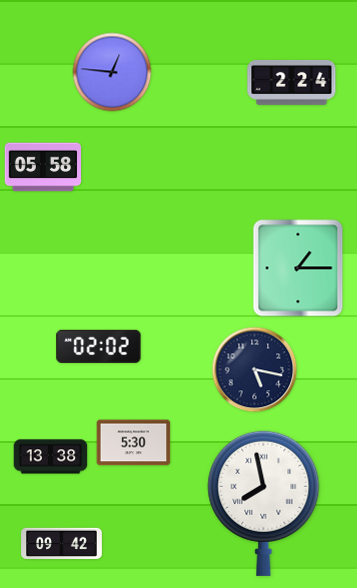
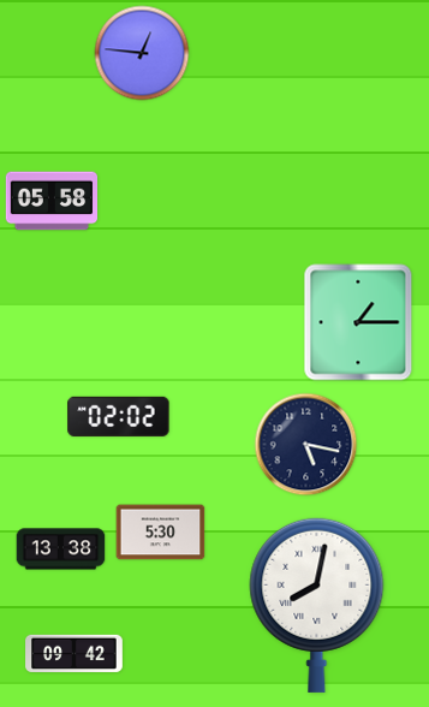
clock at (112, 72) position: (112, 72) -> (142, 53)
clock at (292, 82): 2:24 -> none
clock at (264, 503): 7:58 -> 8:02
